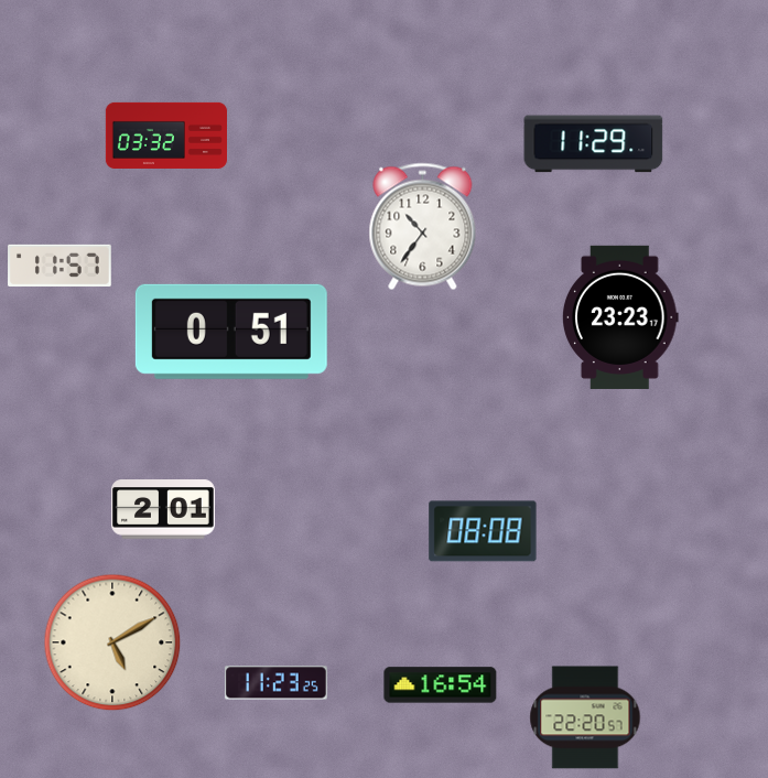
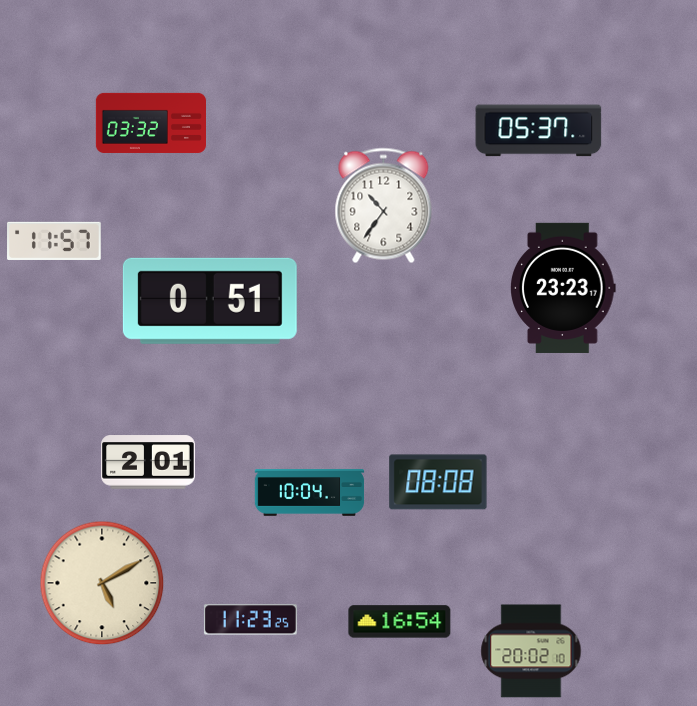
clock at (594, 144): 11:29 -> 05:37
clock at (310, 493): none -> 10:04
clock at (585, 717): 22:20 -> 20:02
